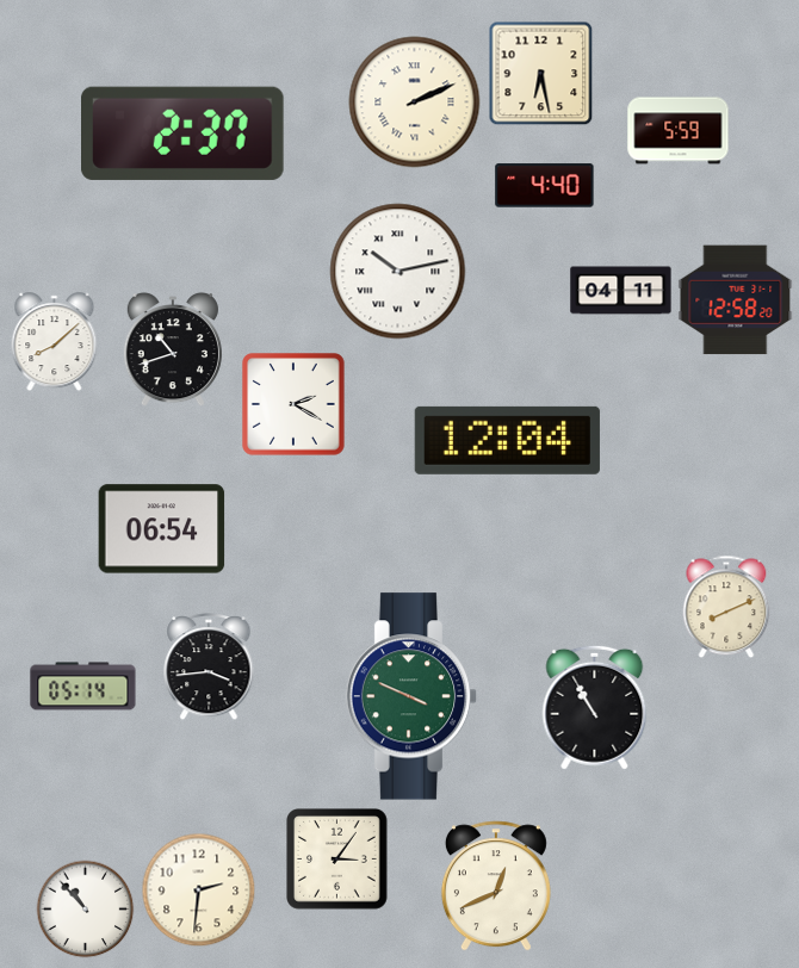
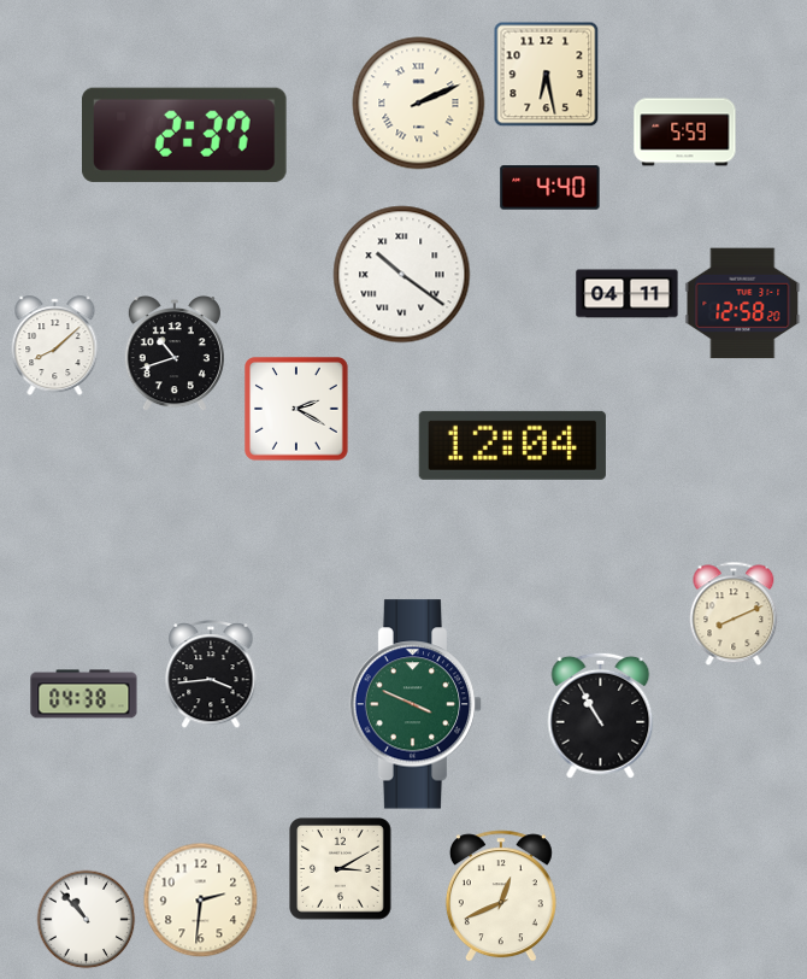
clock at (398, 272): 10:13 -> 10:21
clock at (162, 529): 06:54 -> none
clock at (83, 687): 05:14 -> 04:38
clock at (337, 860): 3:06 -> 3:10
